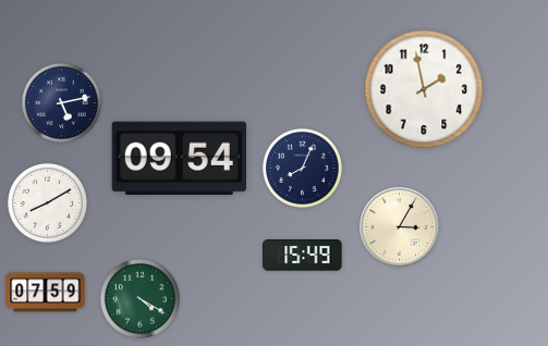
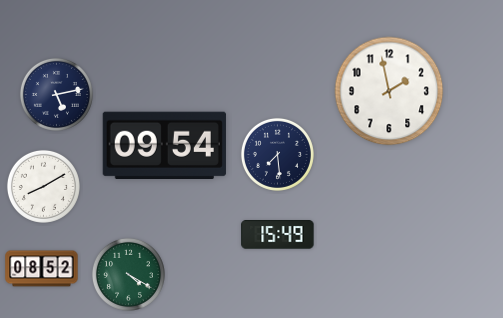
clock at (424, 89) position: (424, 89) -> (389, 91)
clock at (302, 168): 8:04 -> 7:29
clock at (400, 227): 3:05 -> none
clock at (46, 293): 07:59 -> 08:52
